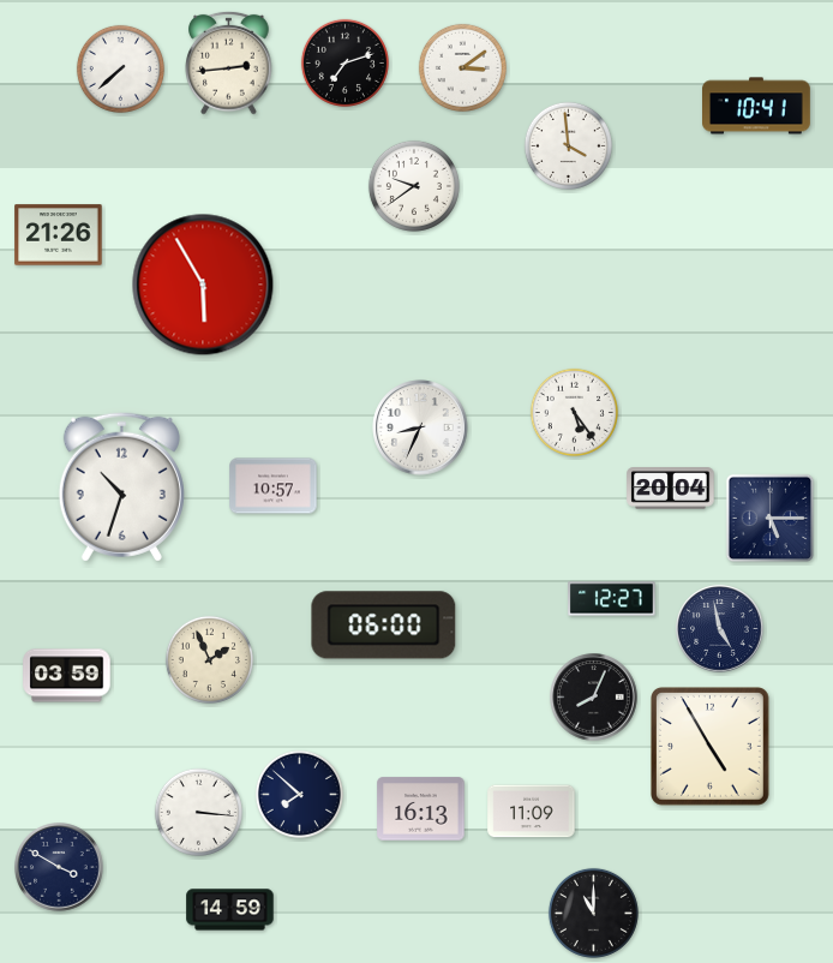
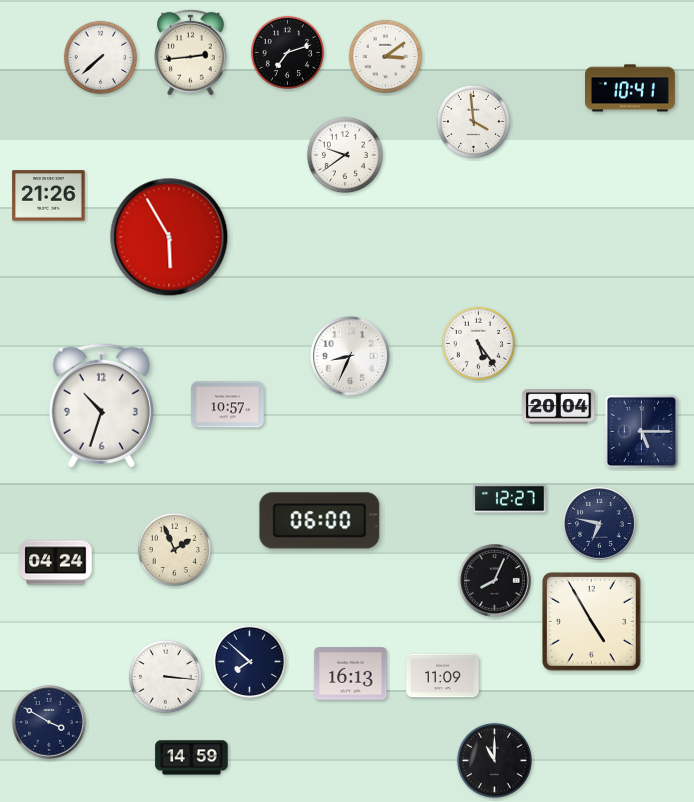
clock at (720, 629): 4:58 -> 6:47
clock at (67, 676): 03:59 -> 04:24
